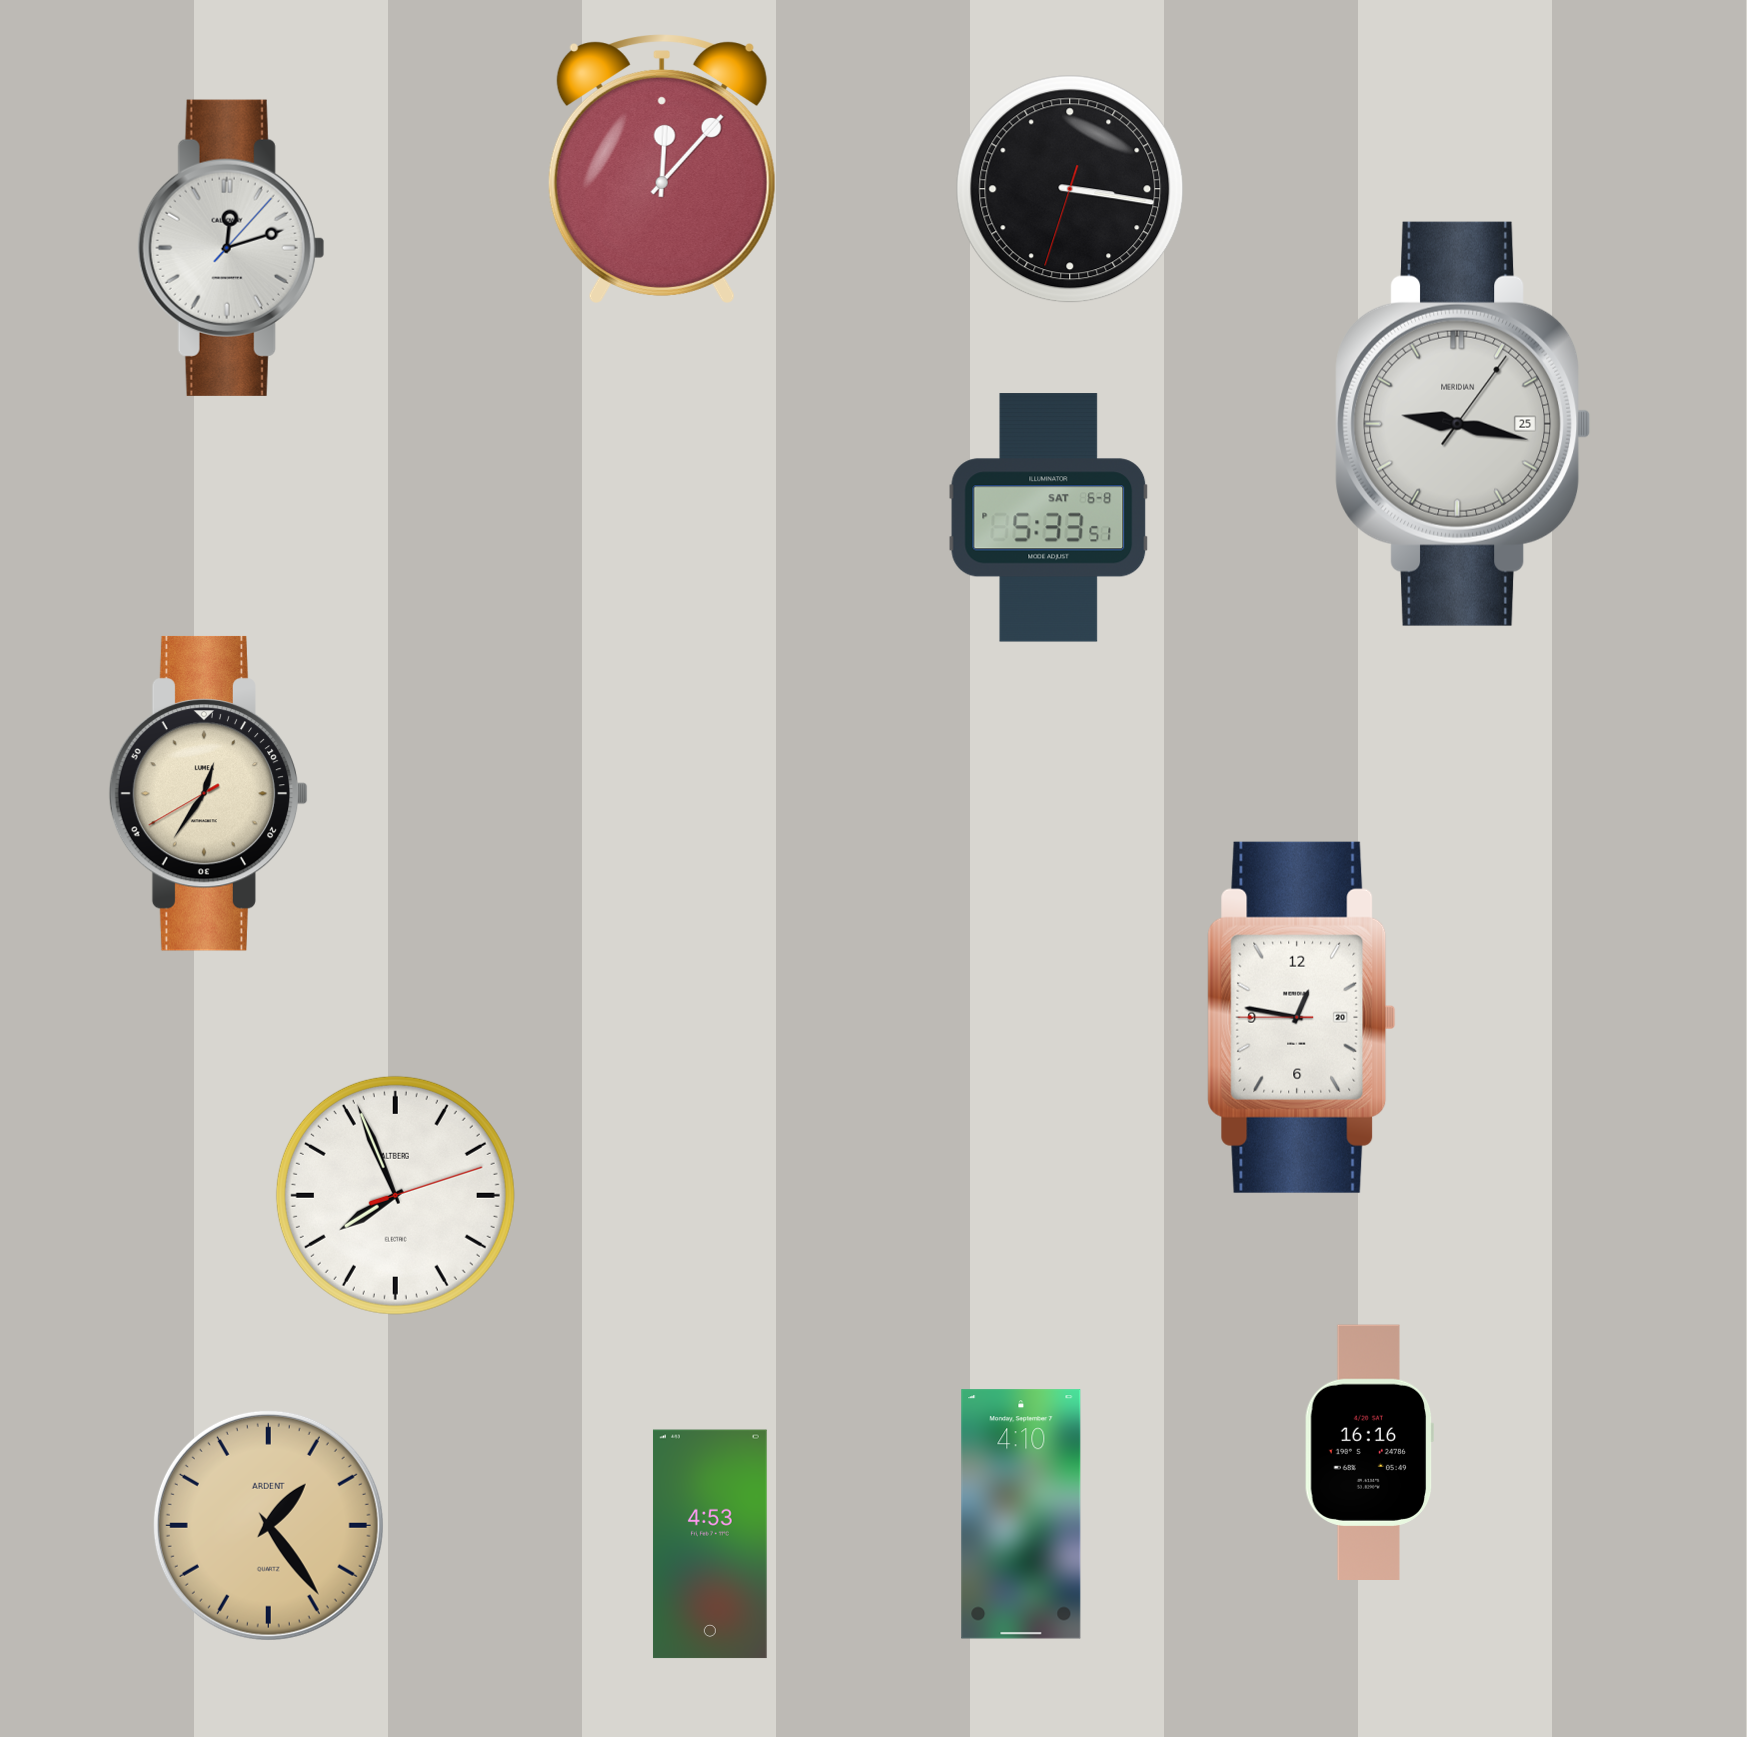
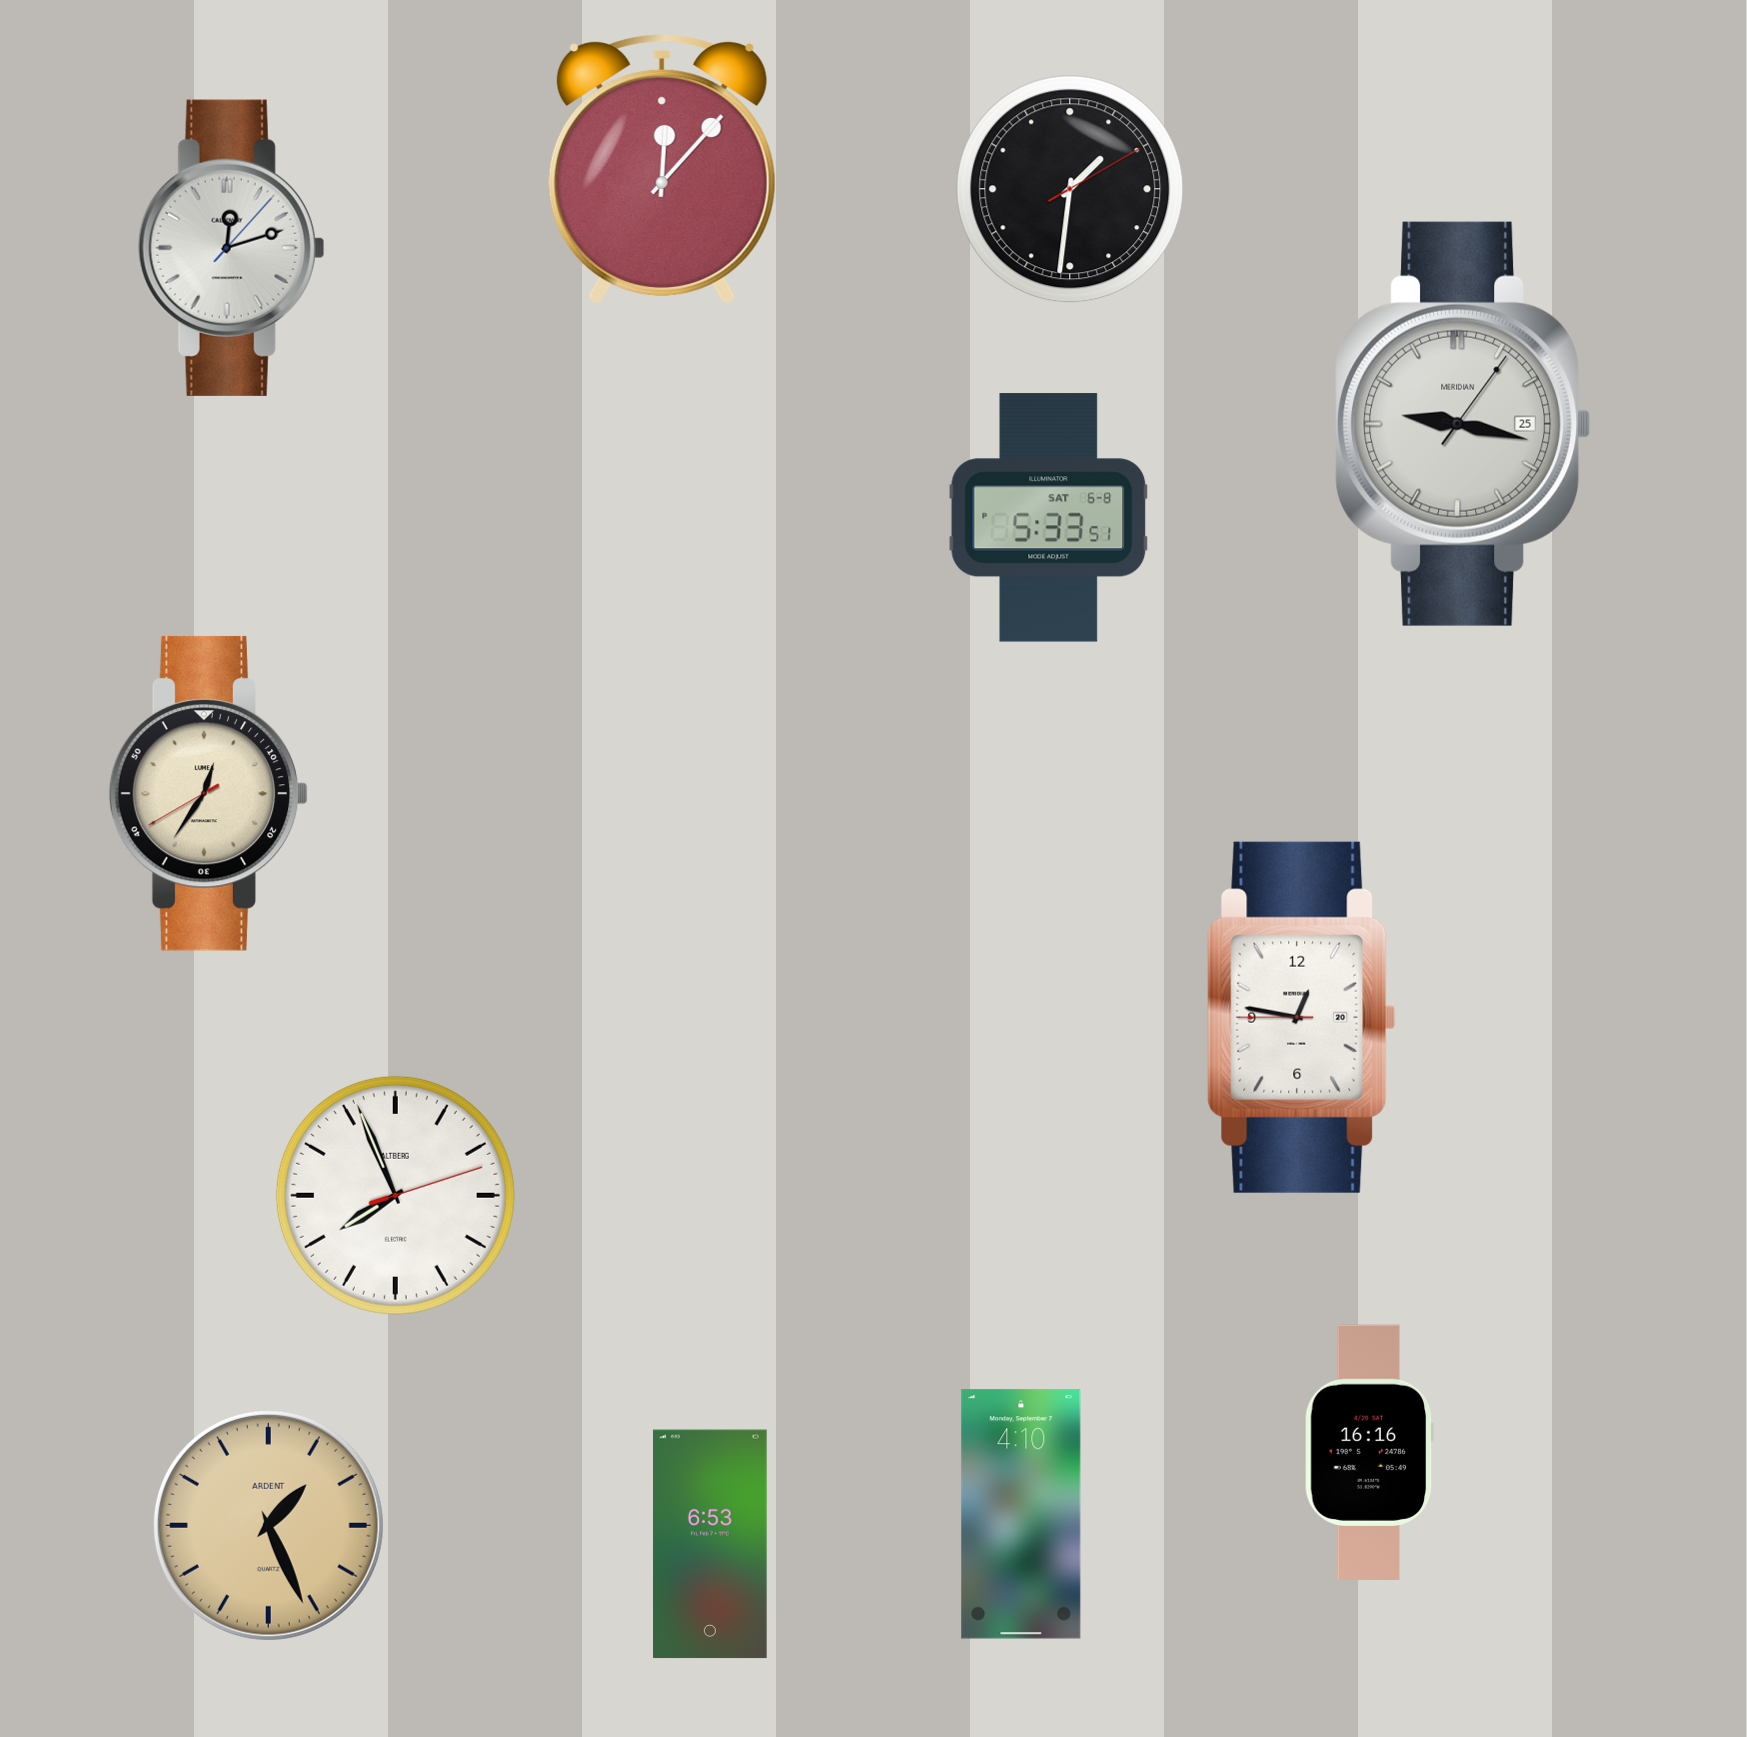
clock at (1070, 189): 3:16 -> 1:31
clock at (268, 1525): 1:24 -> 1:26
clock at (710, 1544): 4:53 -> 6:53
